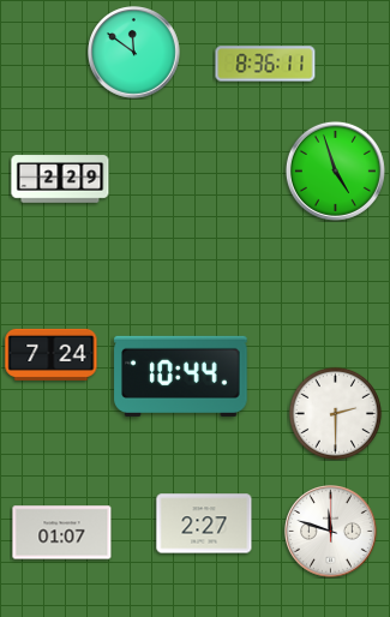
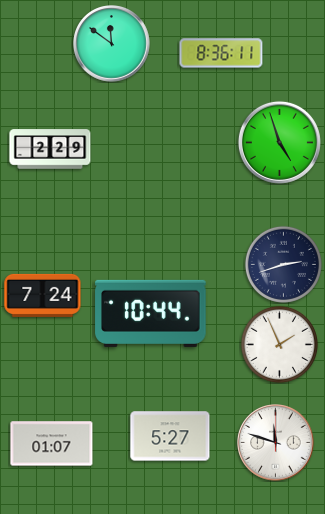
clock at (283, 264): none -> 2:42
clock at (335, 413): 2:30 -> 1:56
clock at (204, 523): 2:27 -> 5:27
